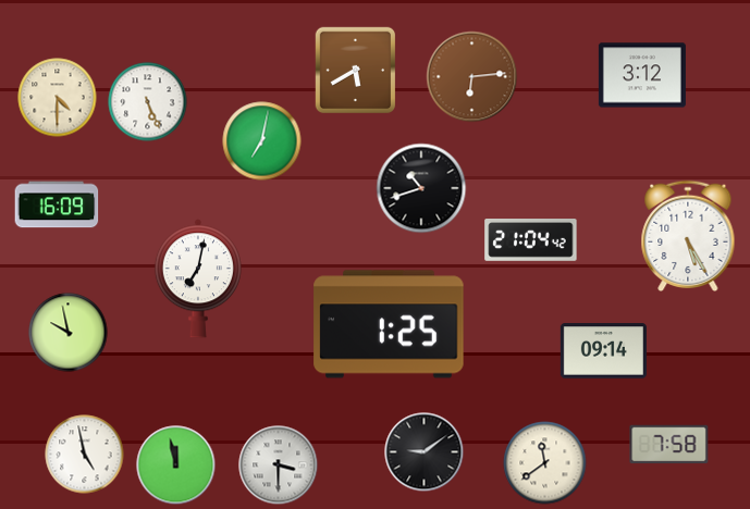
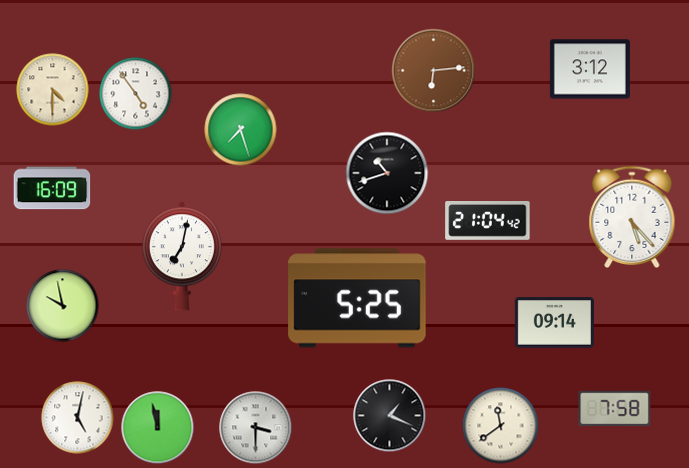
clock at (355, 71): 5:40 -> none
clock at (148, 102): 5:26 -> 4:54
clock at (262, 141): 7:02 -> 7:27
clock at (688, 235): 5:25 -> 5:23
clock at (389, 324): 1:25 -> 5:25
clock at (425, 452): 9:09 -> 1:19
clock at (85, 455): 4:58 -> 5:02
clock at (176, 465) position: (176, 465) -> (158, 428)
